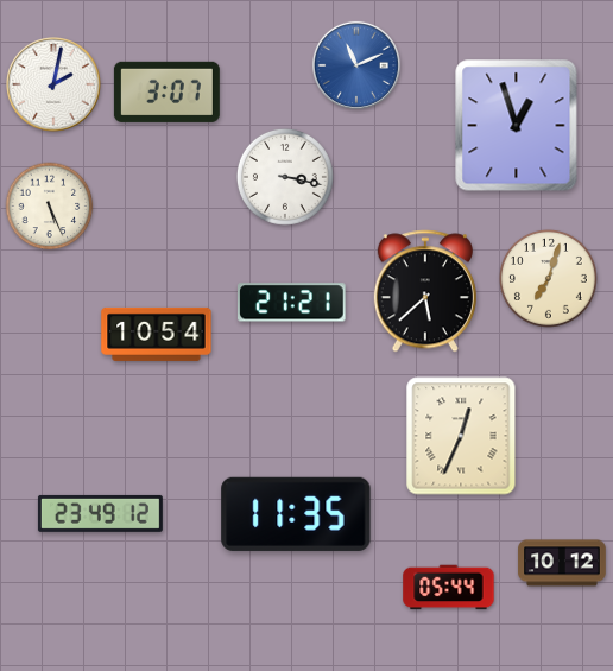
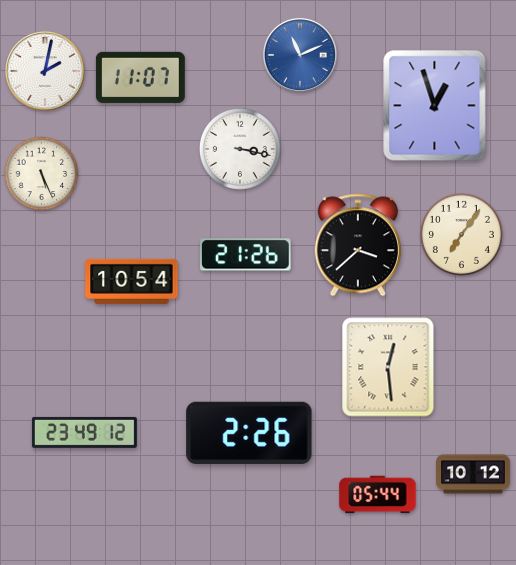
clock at (166, 91): 3:07 -> 11:07
clock at (548, 278): 7:03 -> 7:06
clock at (425, 291): 5:38 -> 3:38
clock at (292, 303): 21:21 -> 21:26
clock at (461, 436): 12:34 -> 12:29
clock at (296, 514): 11:35 -> 2:26
